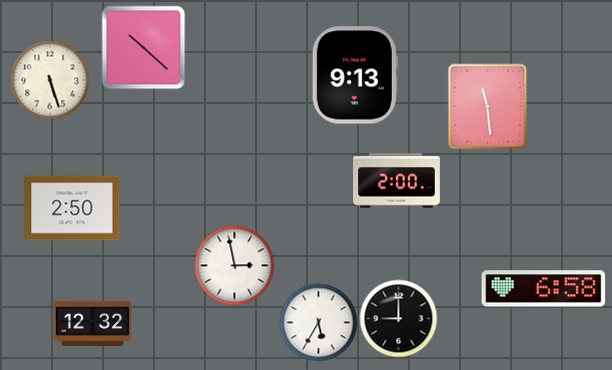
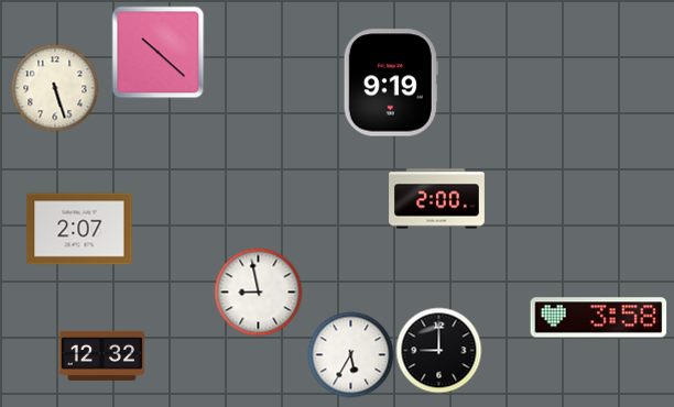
clock at (355, 75): 9:13 -> 9:19
clock at (488, 106): 11:29 -> none
clock at (72, 208): 2:50 -> 2:07
clock at (234, 265): 2:58 -> 8:58
clock at (544, 289): 6:58 -> 3:58
